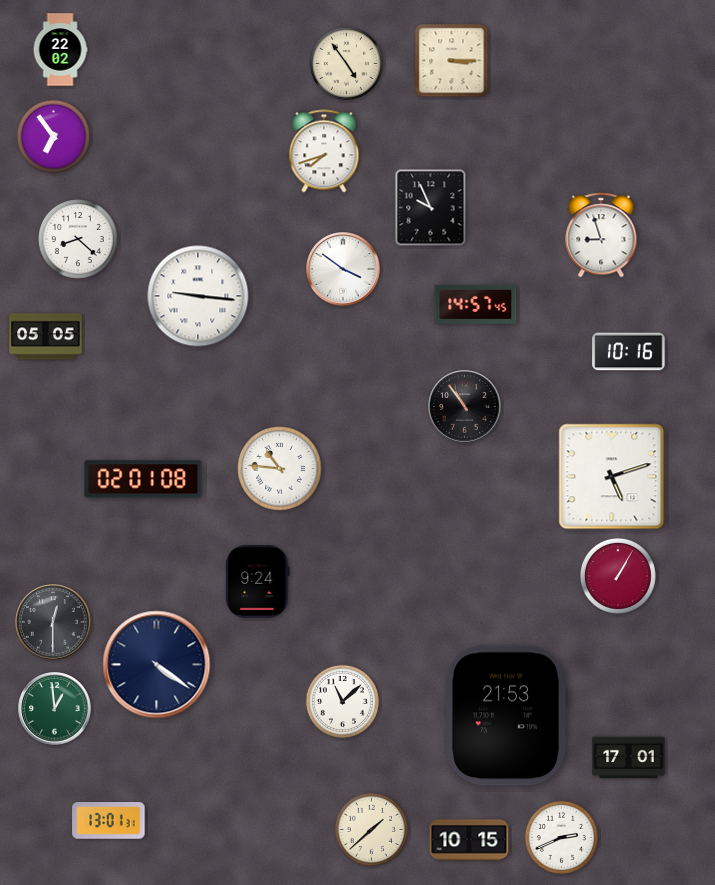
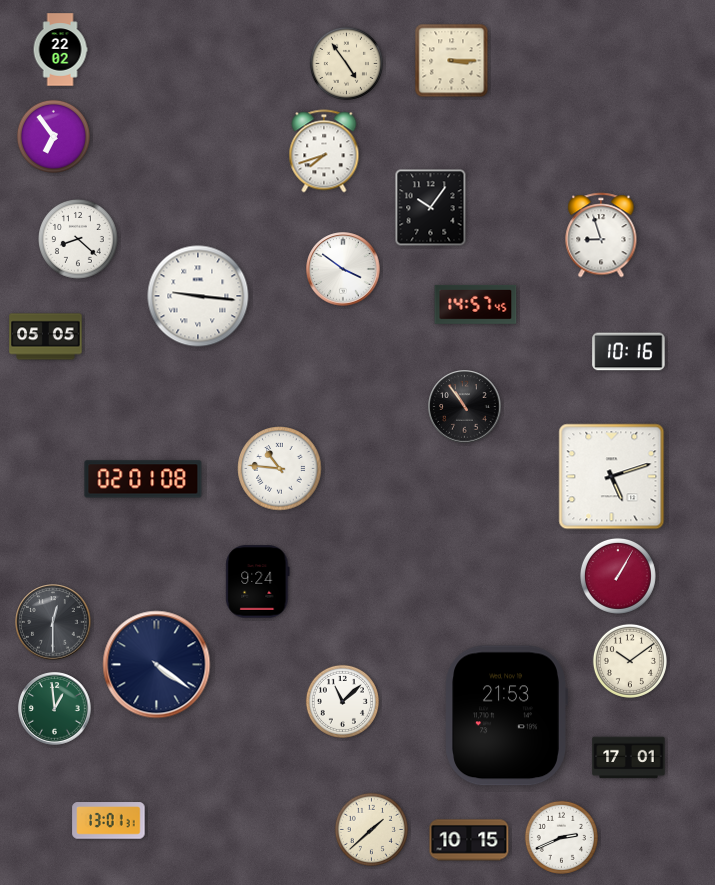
clock at (431, 208): 9:56 -> 10:06
clock at (630, 661): none -> 10:09
